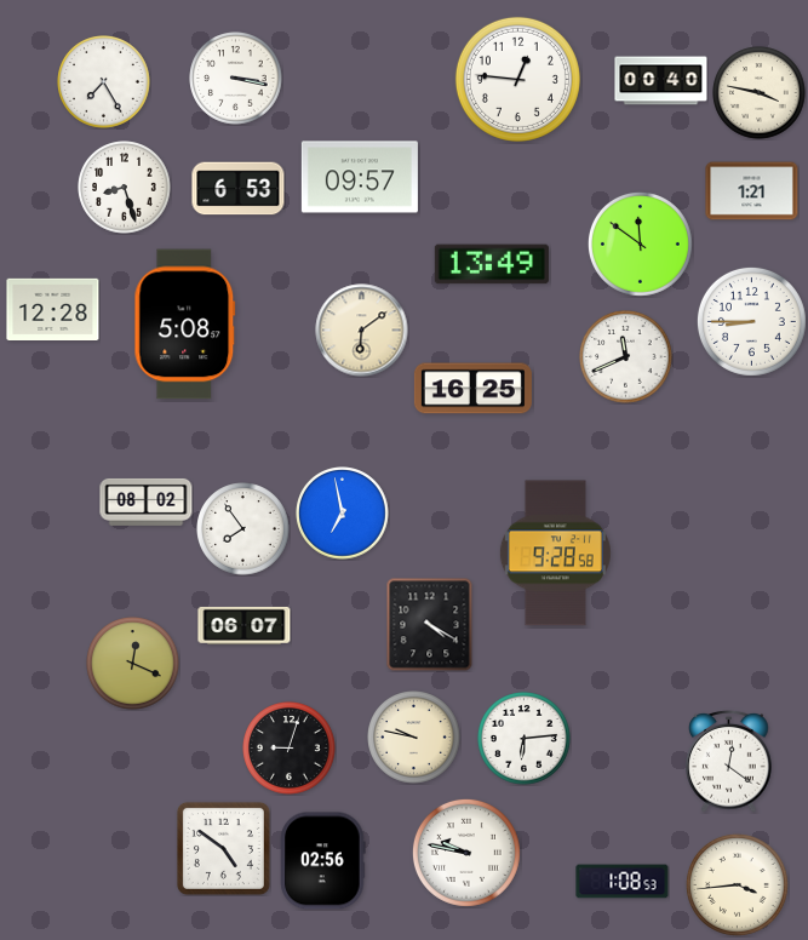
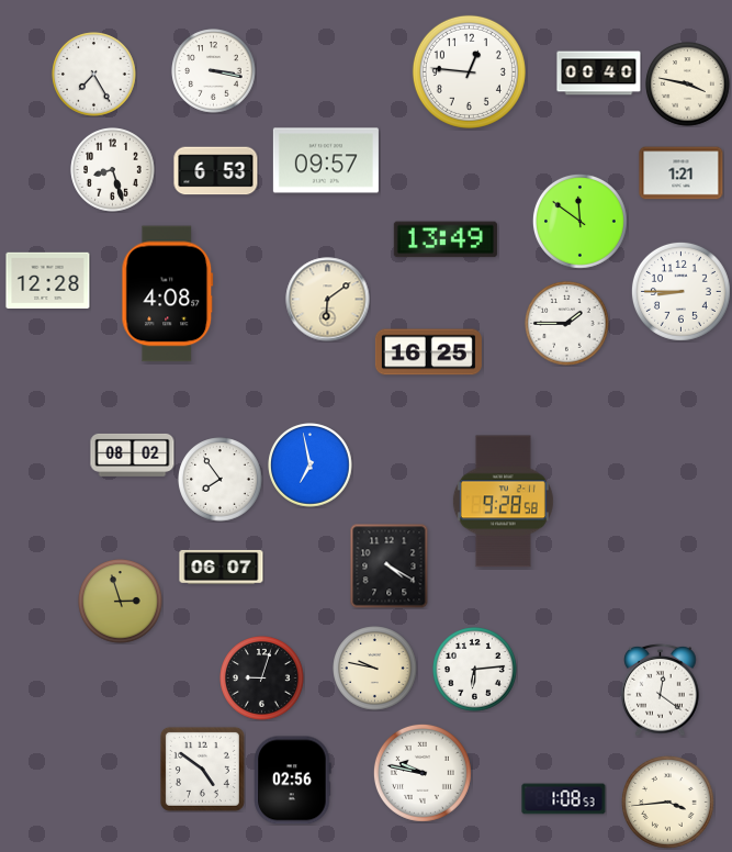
clock at (185, 325): 5:08 -> 4:08
clock at (626, 357): 11:41 -> 1:45
clock at (133, 664): 12:19 -> 2:57
